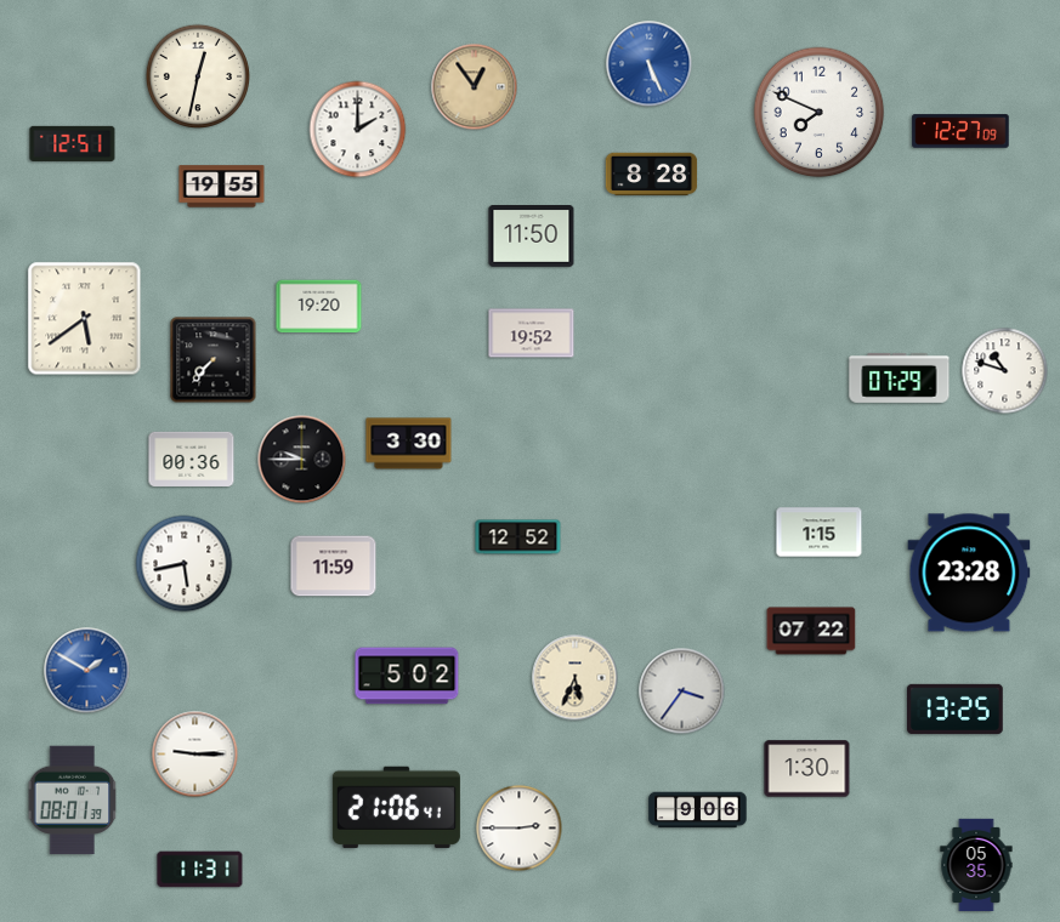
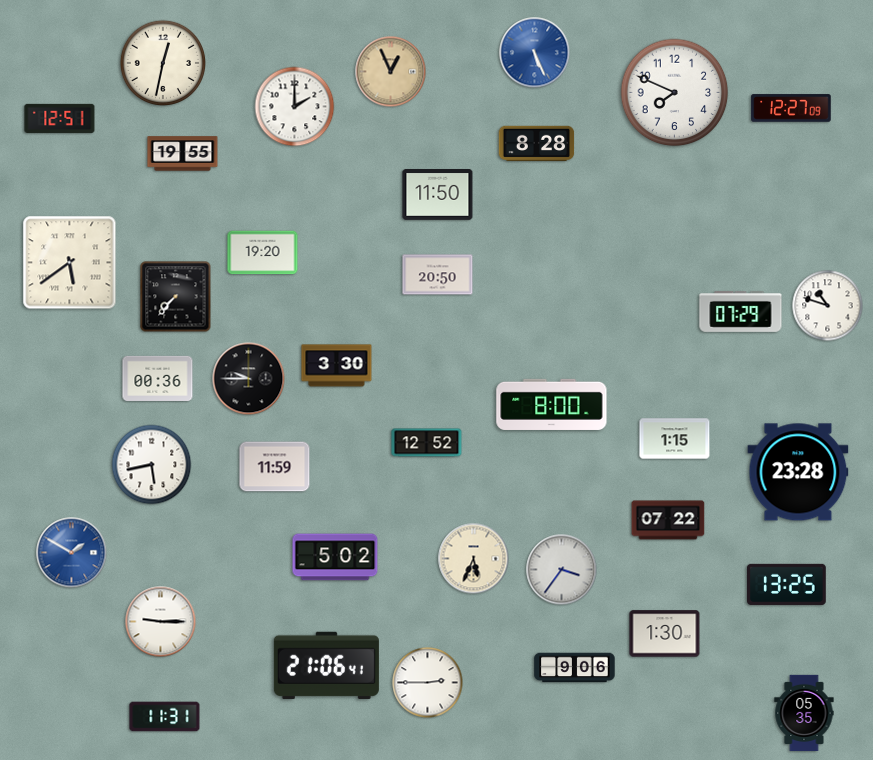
clock at (475, 87): 12:54 -> 12:56
clock at (532, 334): 19:52 -> 20:50
clock at (552, 404): none -> 8:00
clock at (73, 801): 08:01 -> none
